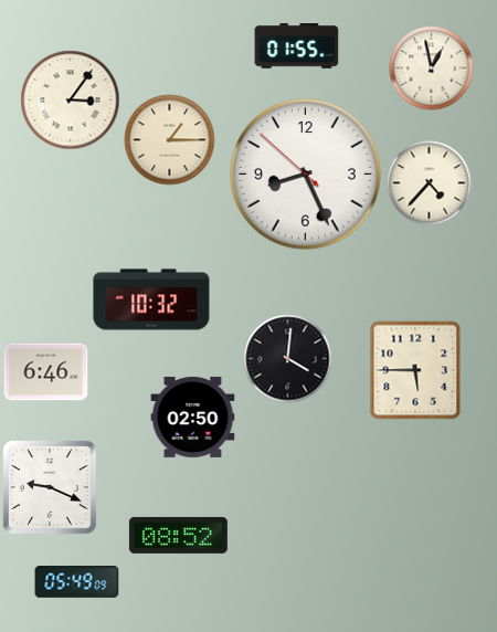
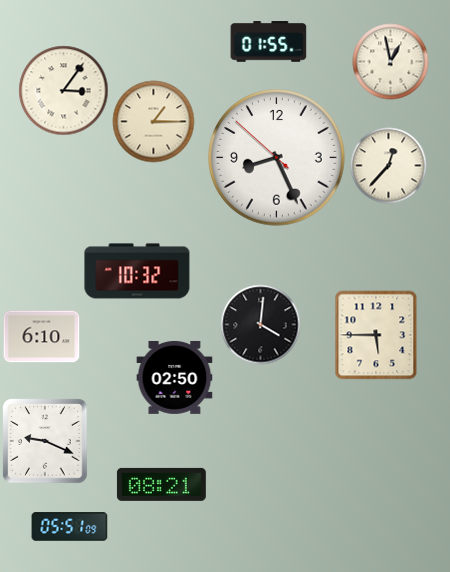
clock at (170, 140) position: (170, 140) -> (154, 122)
clock at (430, 183): 4:37 -> 12:37
clock at (46, 372): 6:46 -> 6:10
clock at (178, 535): 08:52 -> 08:21
clock at (77, 582): 05:49 -> 05:51
